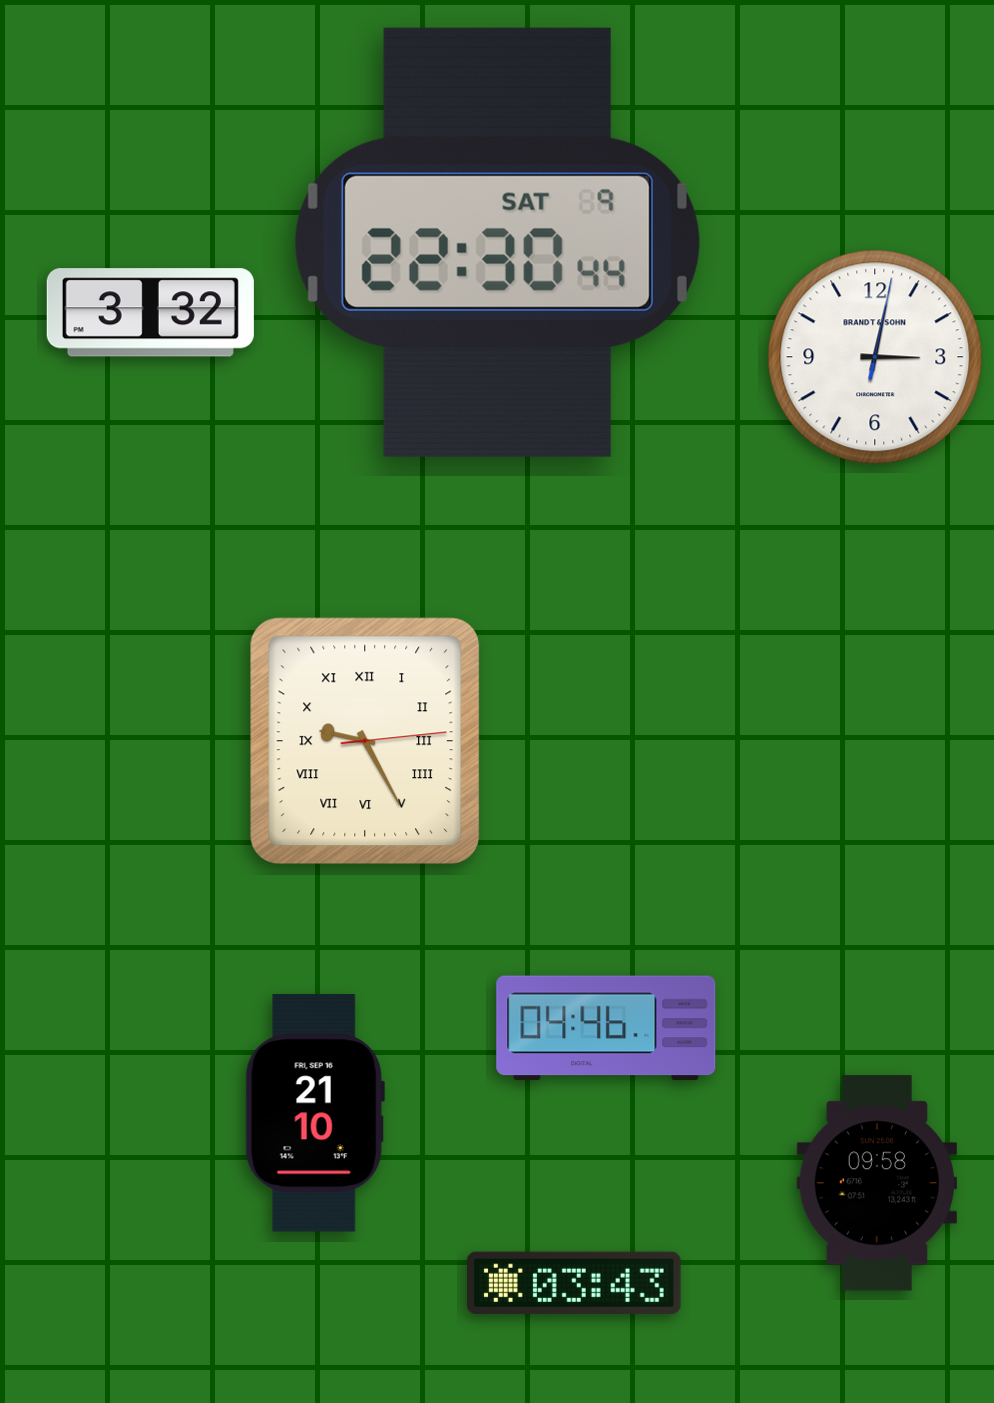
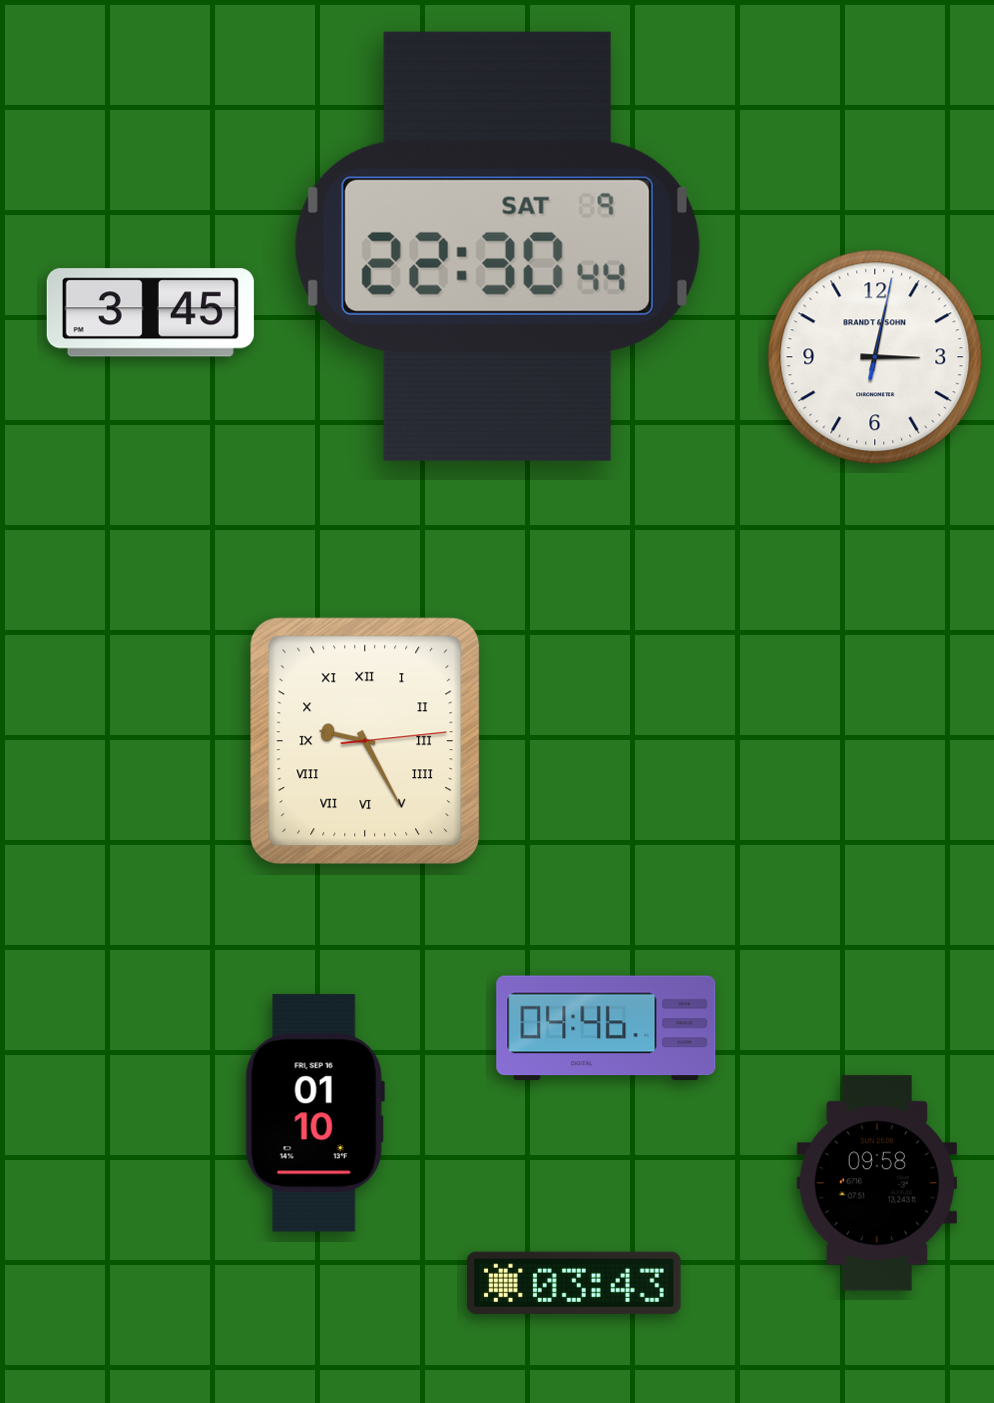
clock at (497, 242) position: (497, 242) -> (497, 246)
clock at (150, 313): 3:32 -> 3:45
clock at (315, 1113): 21:10 -> 01:10
